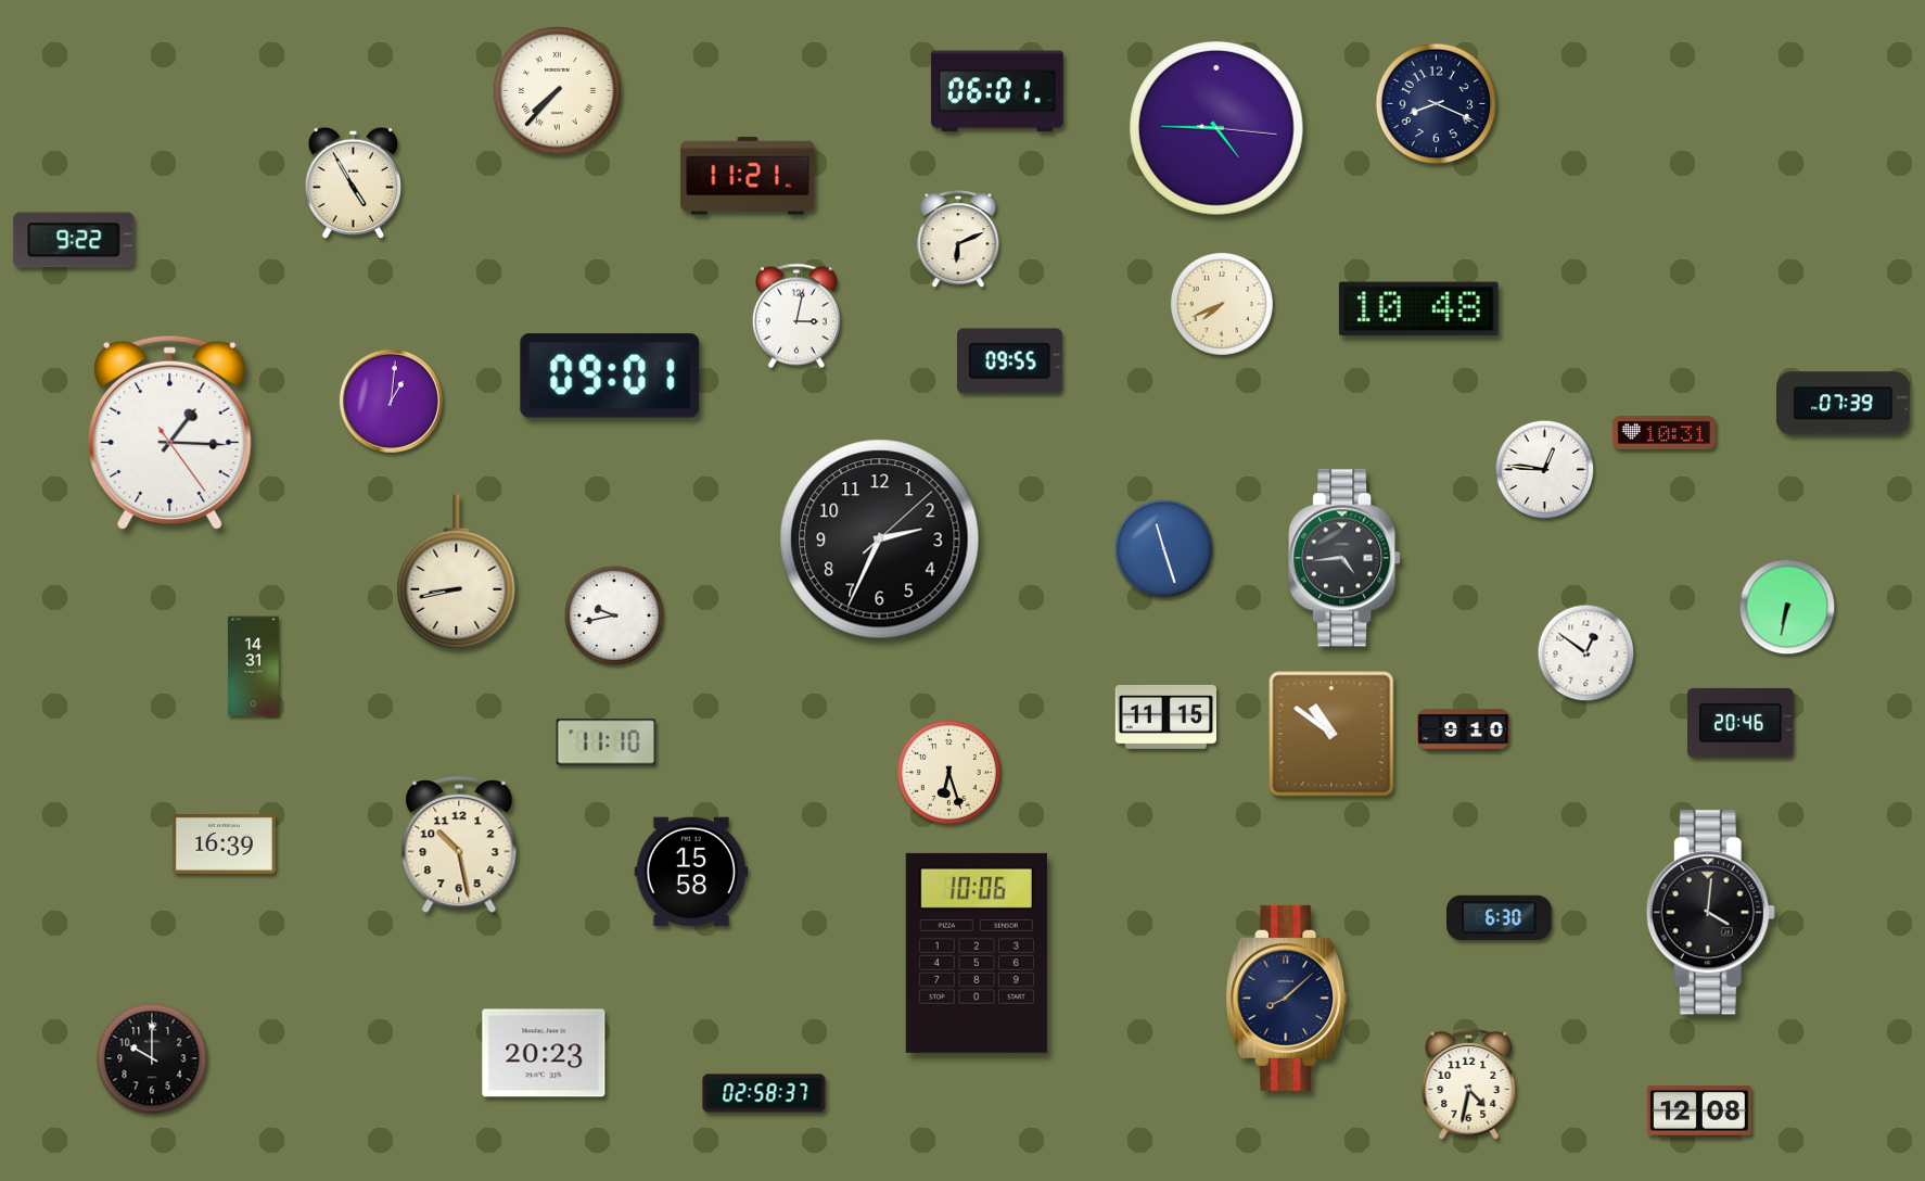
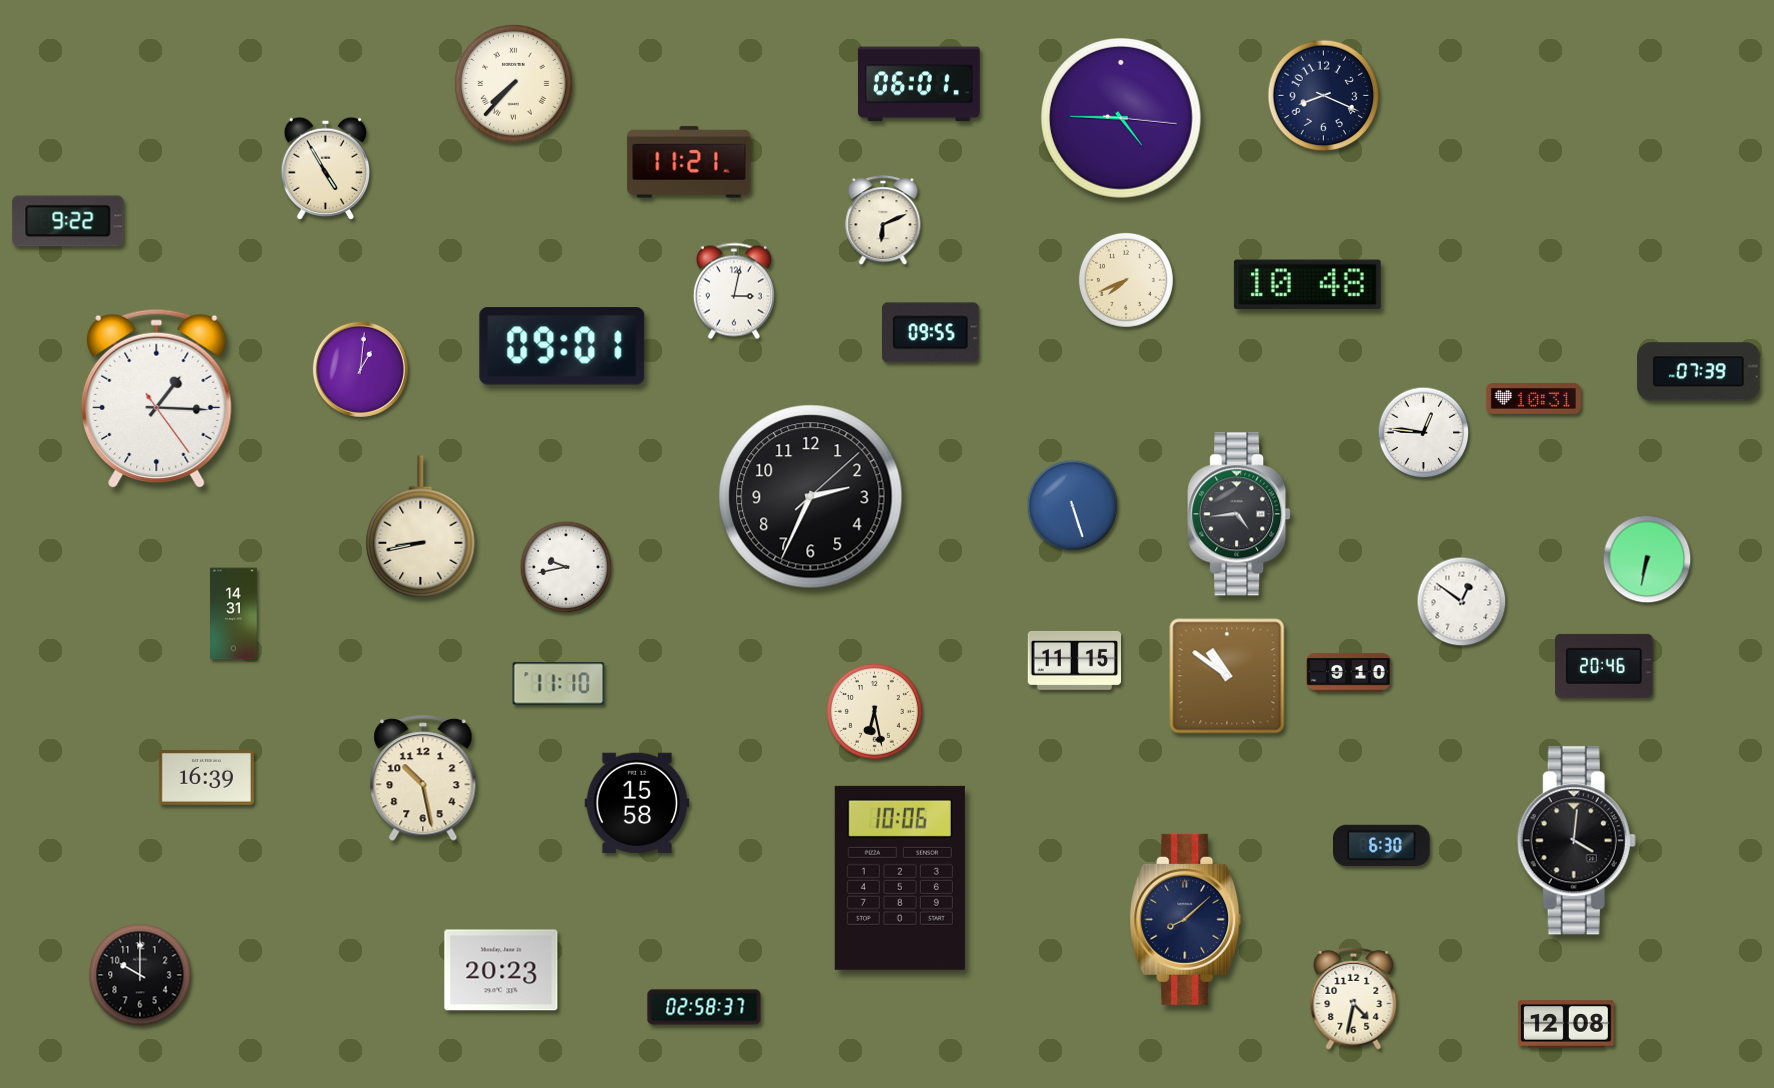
clock at (1164, 549): 11:27 -> 5:27
clock at (948, 772): 6:27 -> 6:28
